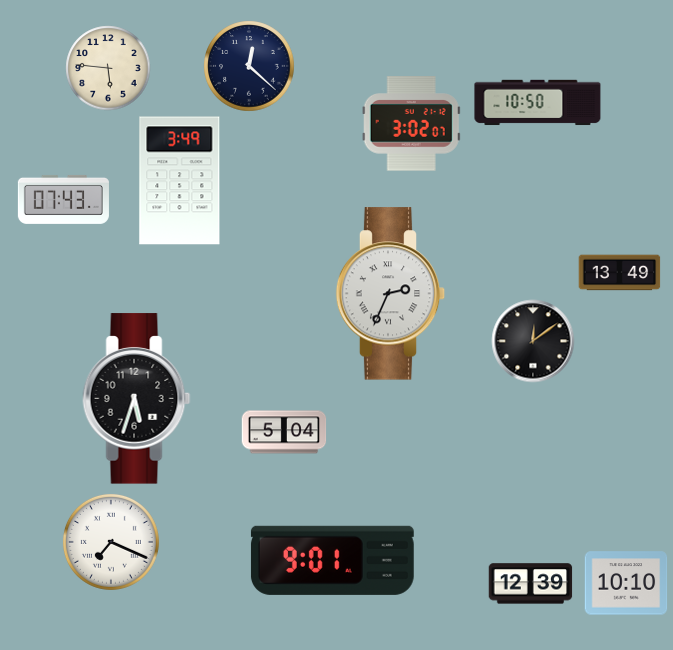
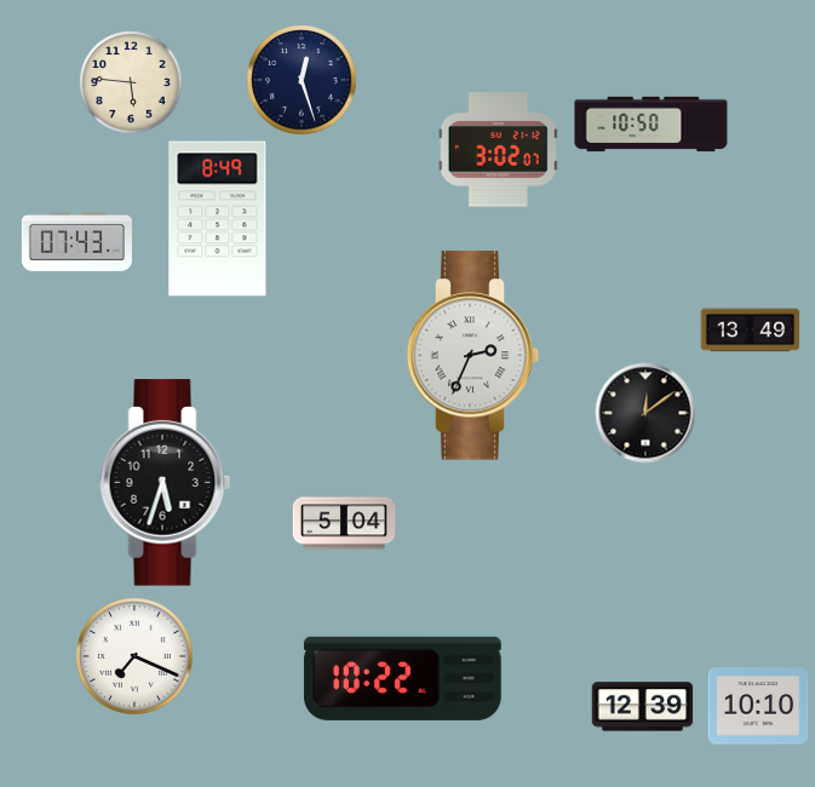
clock at (249, 66): 12:22 -> 12:27
clock at (180, 181): 3:49 -> 8:49
clock at (332, 560): 9:01 -> 10:22
